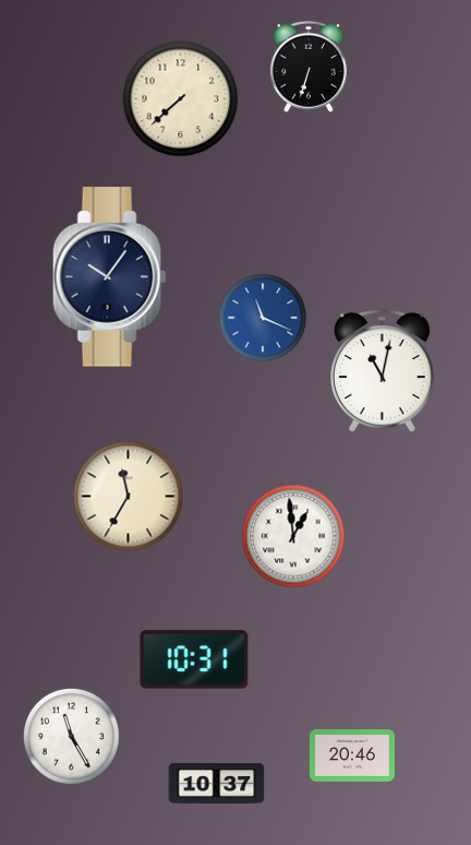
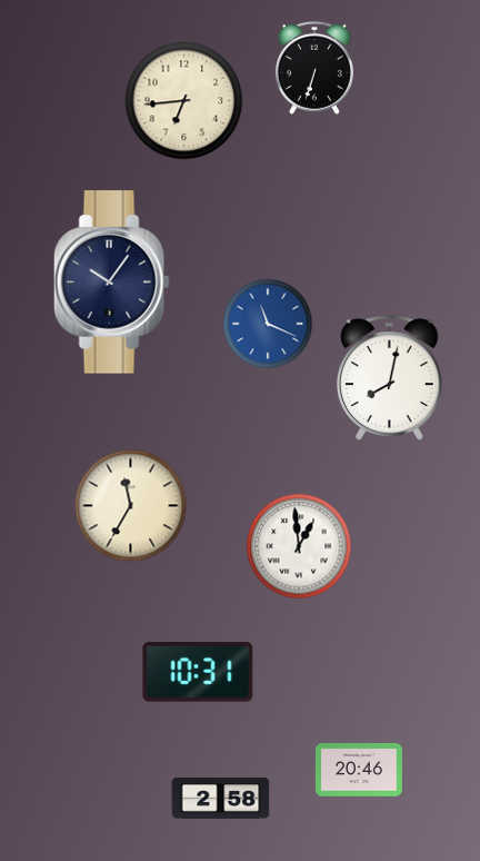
clock at (181, 99): 7:38 -> 6:44
clock at (382, 371): 11:02 -> 8:02
clock at (71, 736): 11:25 -> none
clock at (217, 784): 10:37 -> 2:58
